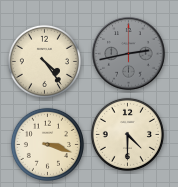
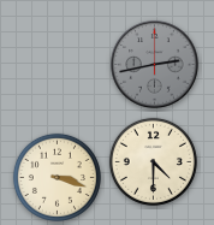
clock at (44, 61): 4:24 -> none
clock at (47, 144) position: (47, 144) -> (57, 177)
